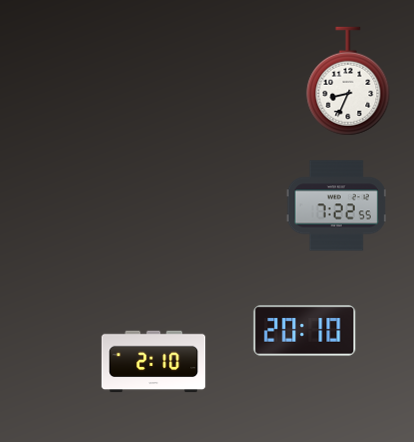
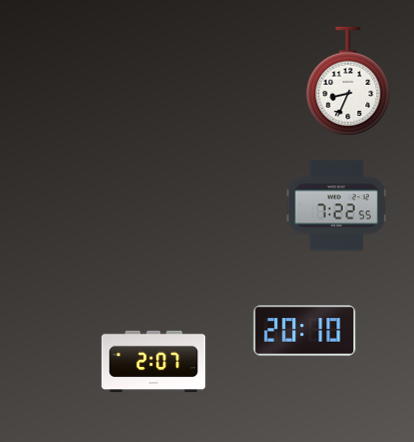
clock at (154, 362): 2:10 -> 2:07
